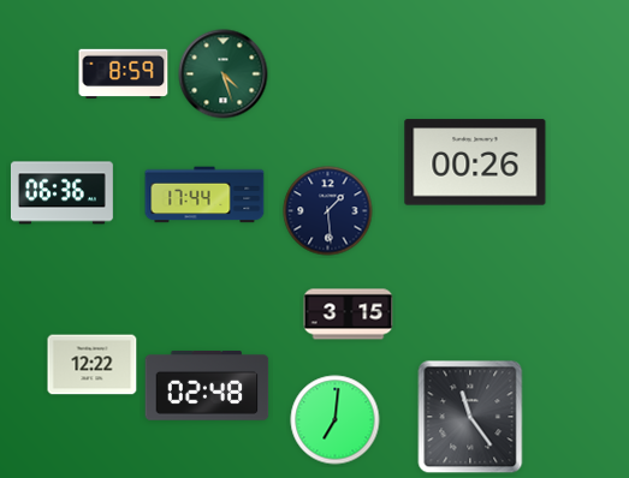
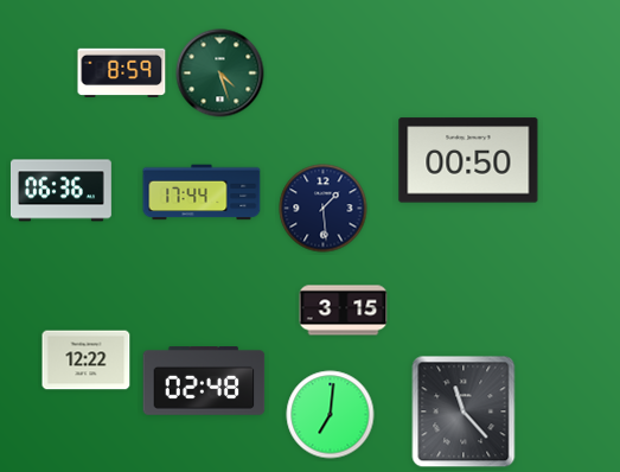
clock at (475, 162): 00:26 -> 00:50
clock at (93, 365) position: (93, 365) -> (87, 361)
clock at (470, 417): 11:24 -> 11:23
